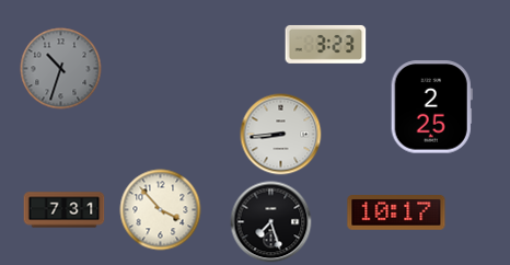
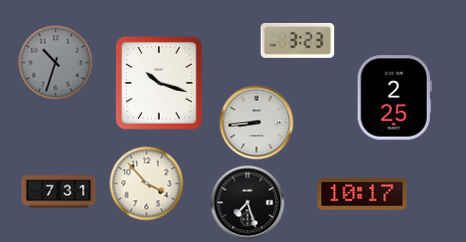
clock at (160, 83): none -> 10:18
clock at (161, 210) position: (161, 210) -> (147, 184)
